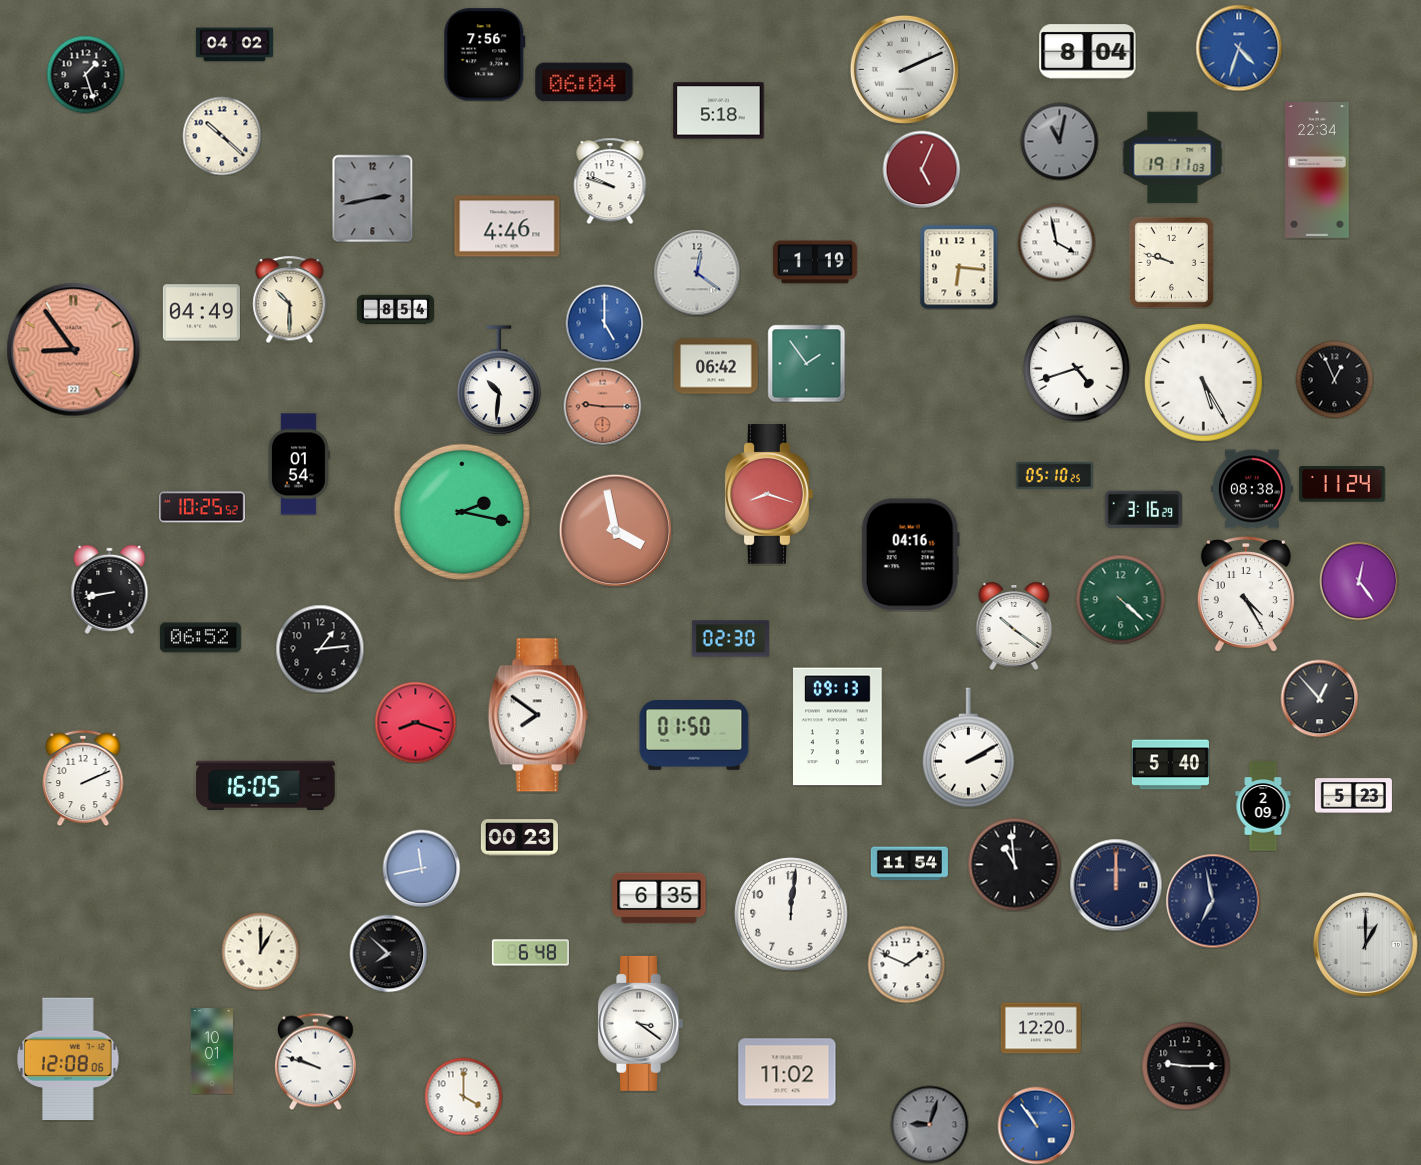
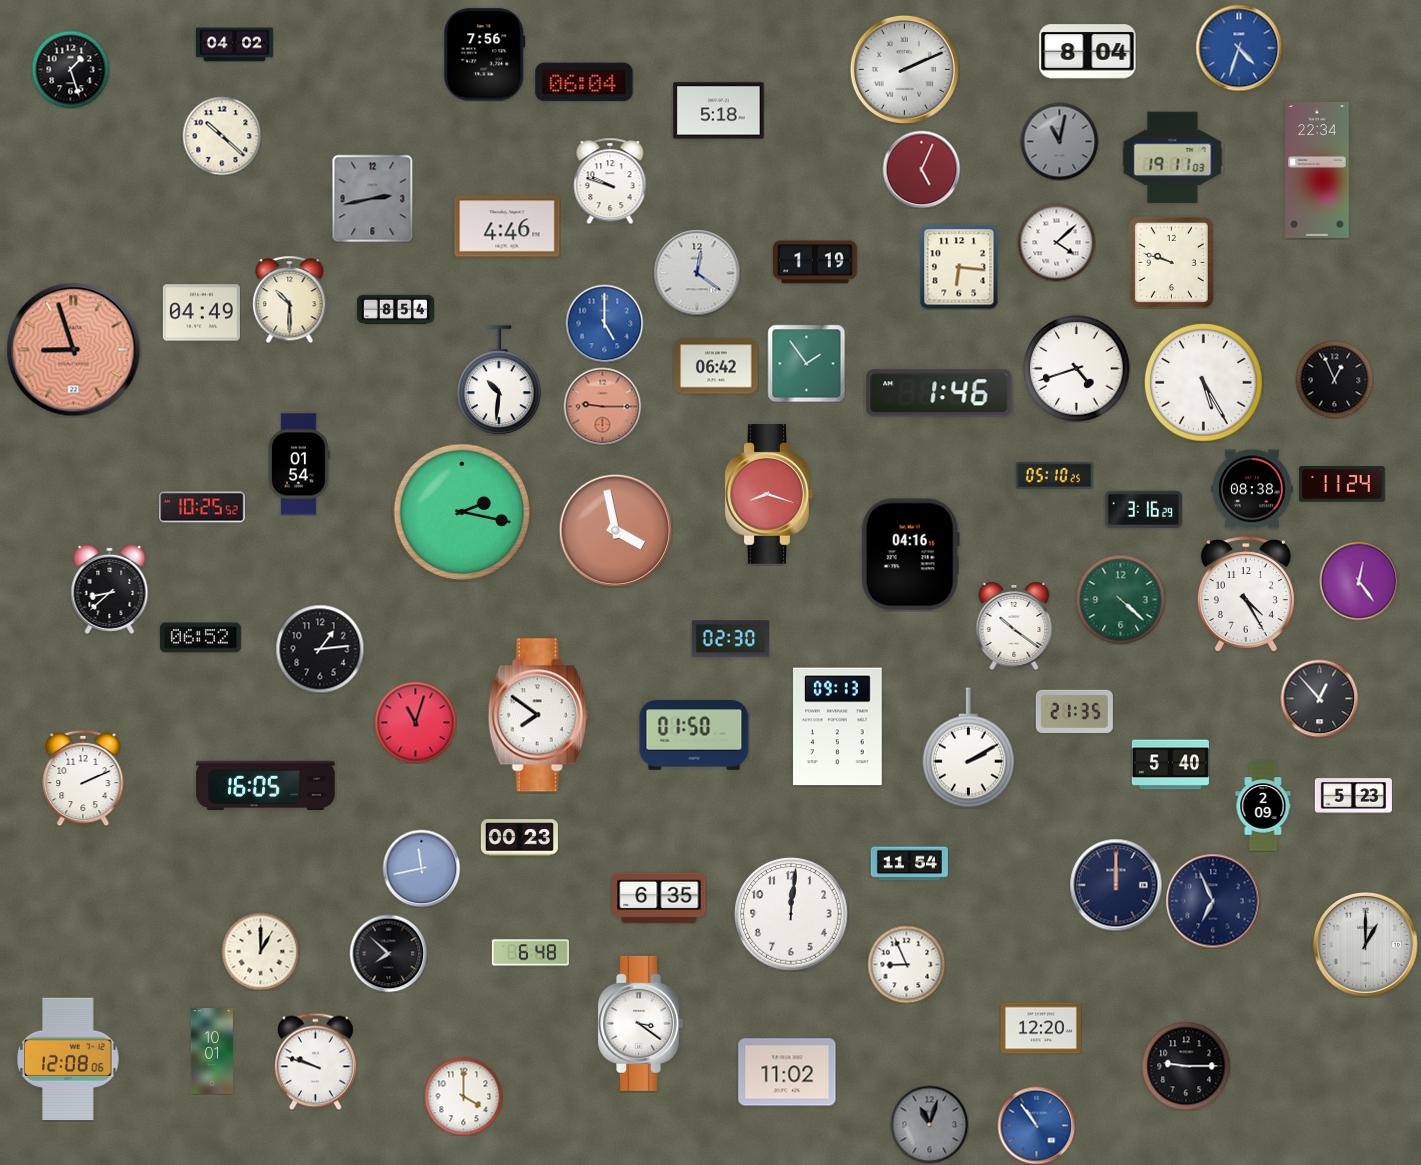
clock at (85, 74) position: (85, 74) -> (70, 69)
clock at (1056, 242): 3:58 -> 4:08
clock at (74, 350): 8:54 -> 8:57
clock at (939, 393): none -> 1:46
clock at (110, 589): 8:43 -> 8:38
clock at (1074, 711): none -> 21:35
clock at (415, 722): 8:18 -> 11:03
clock at (1014, 864): 10:59 -> none
clock at (1213, 901): 6:58 -> 6:56
clock at (906, 964): 1:49 -> 8:56
clock at (929, 1124): 9:03 -> 11:03
